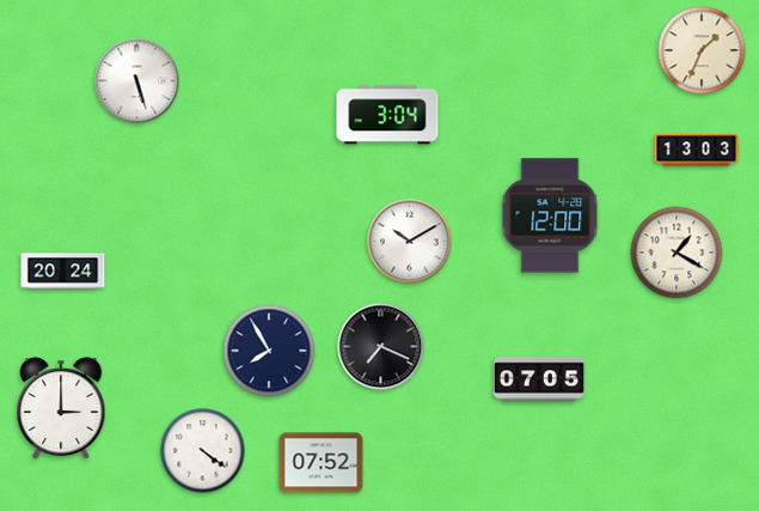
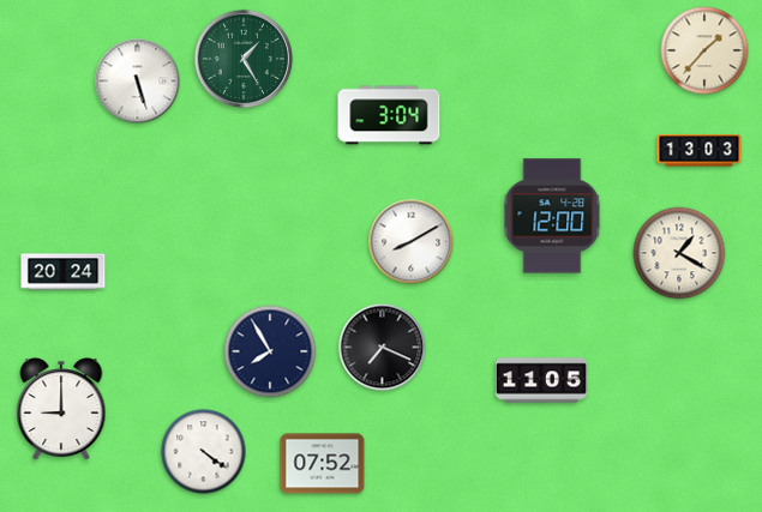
clock at (702, 50): 1:34 -> 1:37
clock at (244, 59): none -> 1:25
clock at (410, 242): 10:10 -> 8:10
clock at (539, 379): 07:05 -> 11:05
clock at (61, 409): 3:00 -> 9:00
